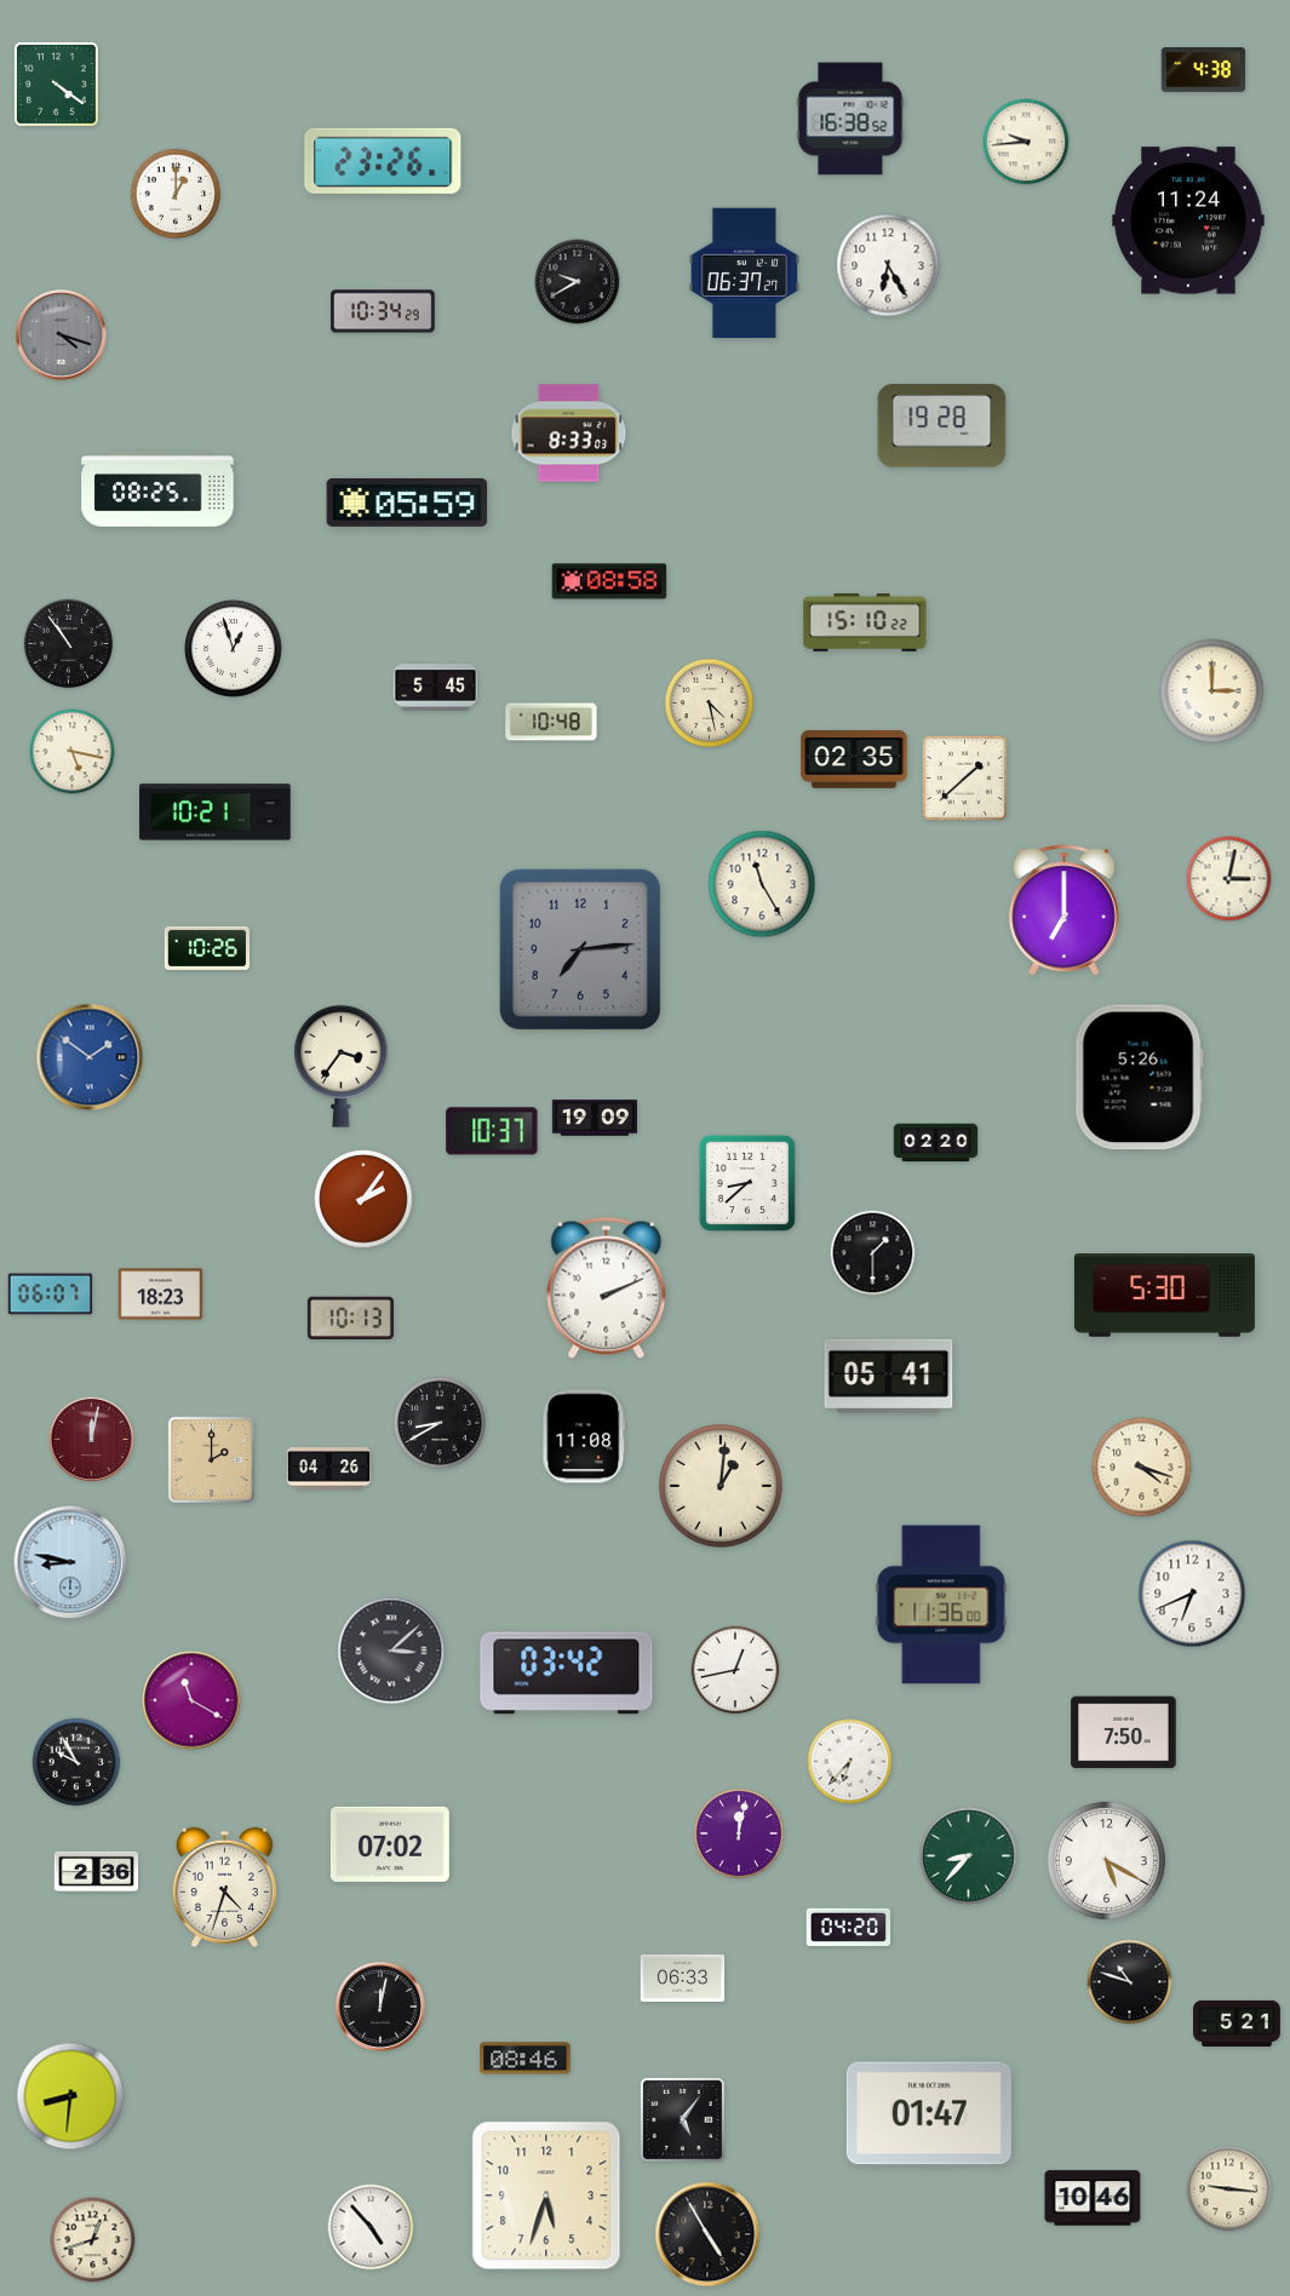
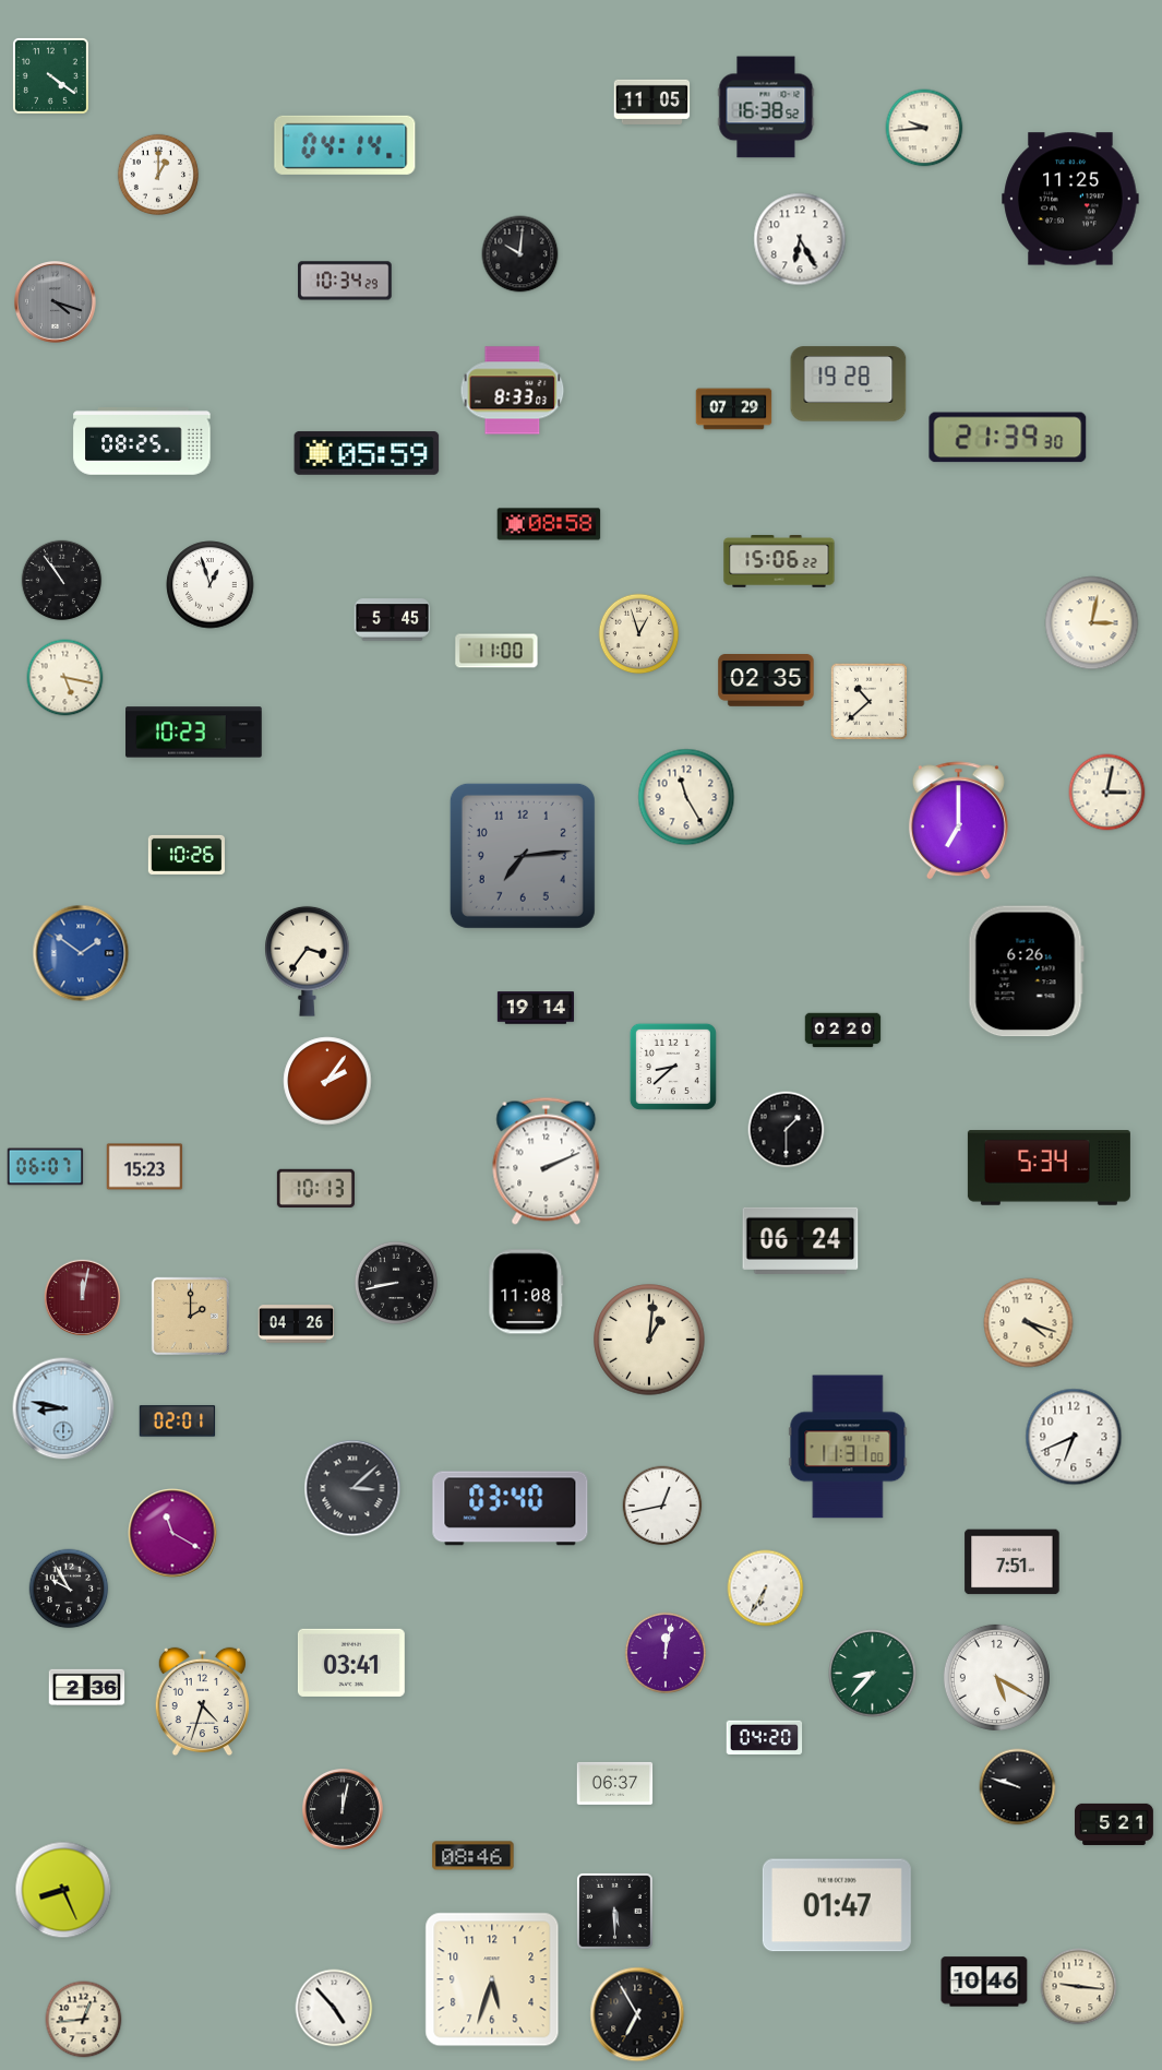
clock at (1204, 70): 4:38 -> none
clock at (652, 102): none -> 11:05
clock at (383, 161): 23:26 -> 04:14
clock at (1188, 220): 11:24 -> 11:25
clock at (745, 274): 06:37 -> none
clock at (578, 282): 9:40 -> 10:01
clock at (734, 409): none -> 07:29
clock at (1008, 438): none -> 21:39
clock at (865, 622): 15:10 -> 15:06
clock at (1212, 691): 3:00 -> 3:02
clock at (710, 704): 4:28 -> 12:57
clock at (551, 722): 10:48 -> 11:00
clock at (854, 759) position: (854, 759) -> (766, 680)
clock at (965, 779): 1:38 -> 10:38
clock at (216, 813): 10:21 -> 10:23
clock at (1139, 1078): 5:26 -> 6:26
clock at (594, 1118): 19:09 -> 19:14
clock at (492, 1131): 10:37 -> none
clock at (161, 1295): 18:23 -> 15:23
clock at (1164, 1296): 5:30 -> 5:34
clock at (889, 1376): 05:41 -> 06:24
clock at (440, 1423): 8:40 -> 8:43
clock at (584, 1436) position: (584, 1436) -> (526, 1292)
clock at (178, 1421): none -> 02:01
clock at (941, 1605): 11:36 -> 11:31
clock at (567, 1674): 03:42 -> 03:40
clock at (1124, 1733): 7:50 -> 7:51
clock at (850, 1762): 6:37 -> 6:35
clock at (390, 1844): 07:02 -> 03:41
clock at (683, 1978): 06:33 -> 06:37
clock at (1130, 1982): 10:48 -> 9:48
clock at (70, 2096): 8:31 -> 8:26
clock at (682, 2119): 5:06 -> 5:30
clock at (1229, 2189) position: (1229, 2189) -> (1079, 1987)
clock at (707, 2234): 4:55 -> 6:55
clock at (93, 2240): 12:42 -> 12:44
